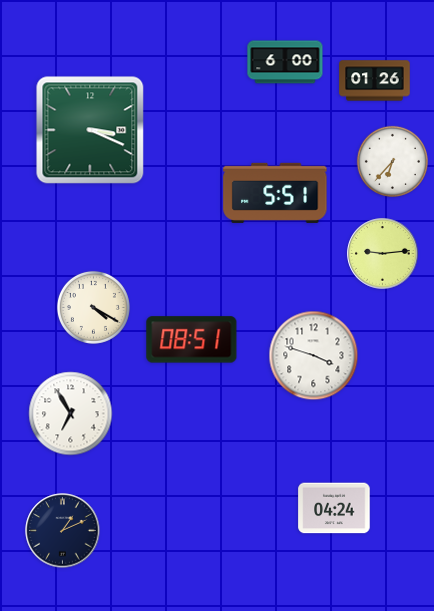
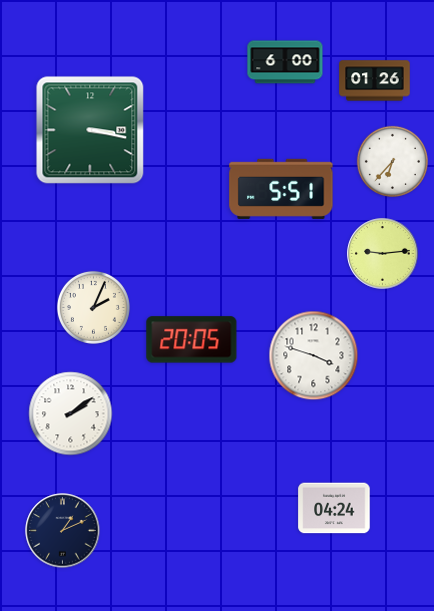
clock at (90, 130): 3:19 -> 3:17
clock at (275, 193) position: (275, 193) -> (281, 189)
clock at (93, 307): 4:20 -> 2:04
clock at (192, 340): 08:51 -> 20:05
clock at (71, 414): 6:55 -> 2:09
